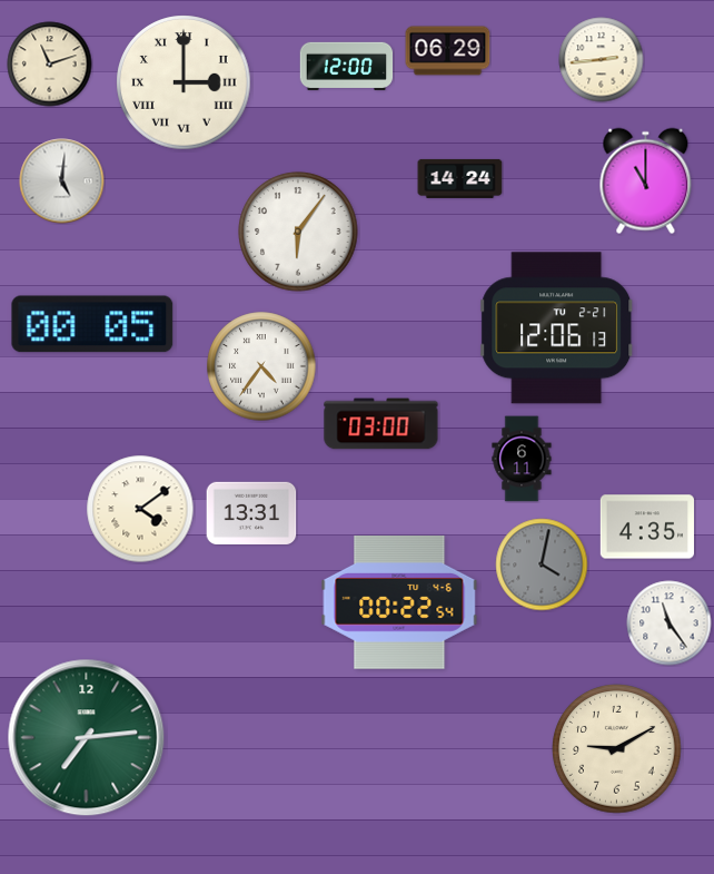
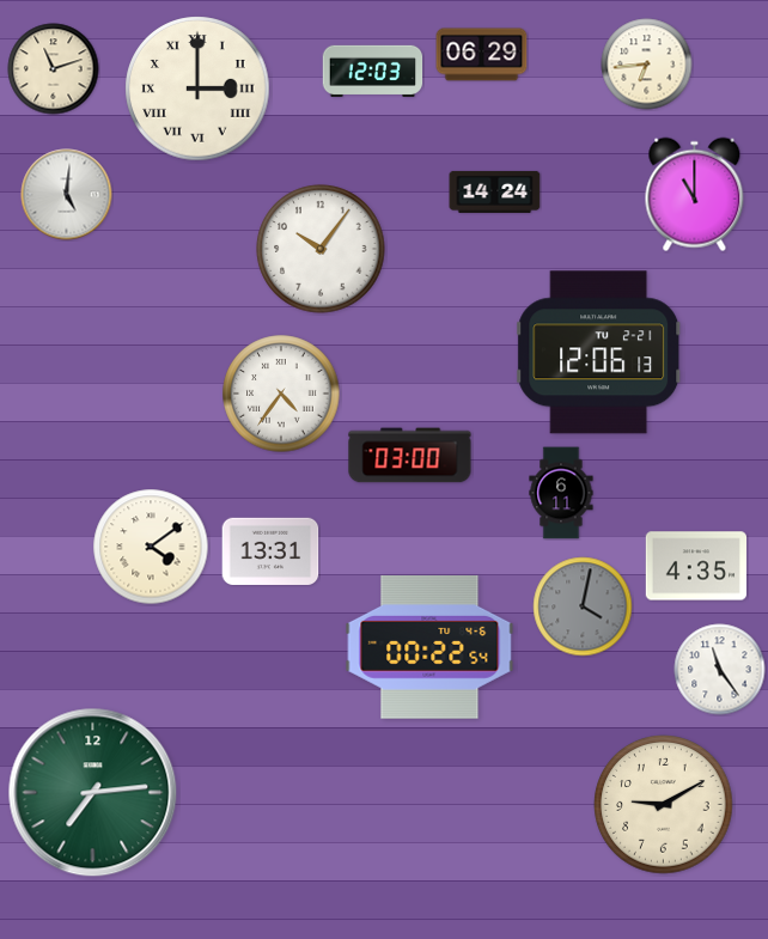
clock at (602, 60): 2:44 -> 6:44
clock at (347, 66): 12:00 -> 12:03
clock at (298, 232): 6:06 -> 10:06
clock at (92, 324): 00:05 -> none
